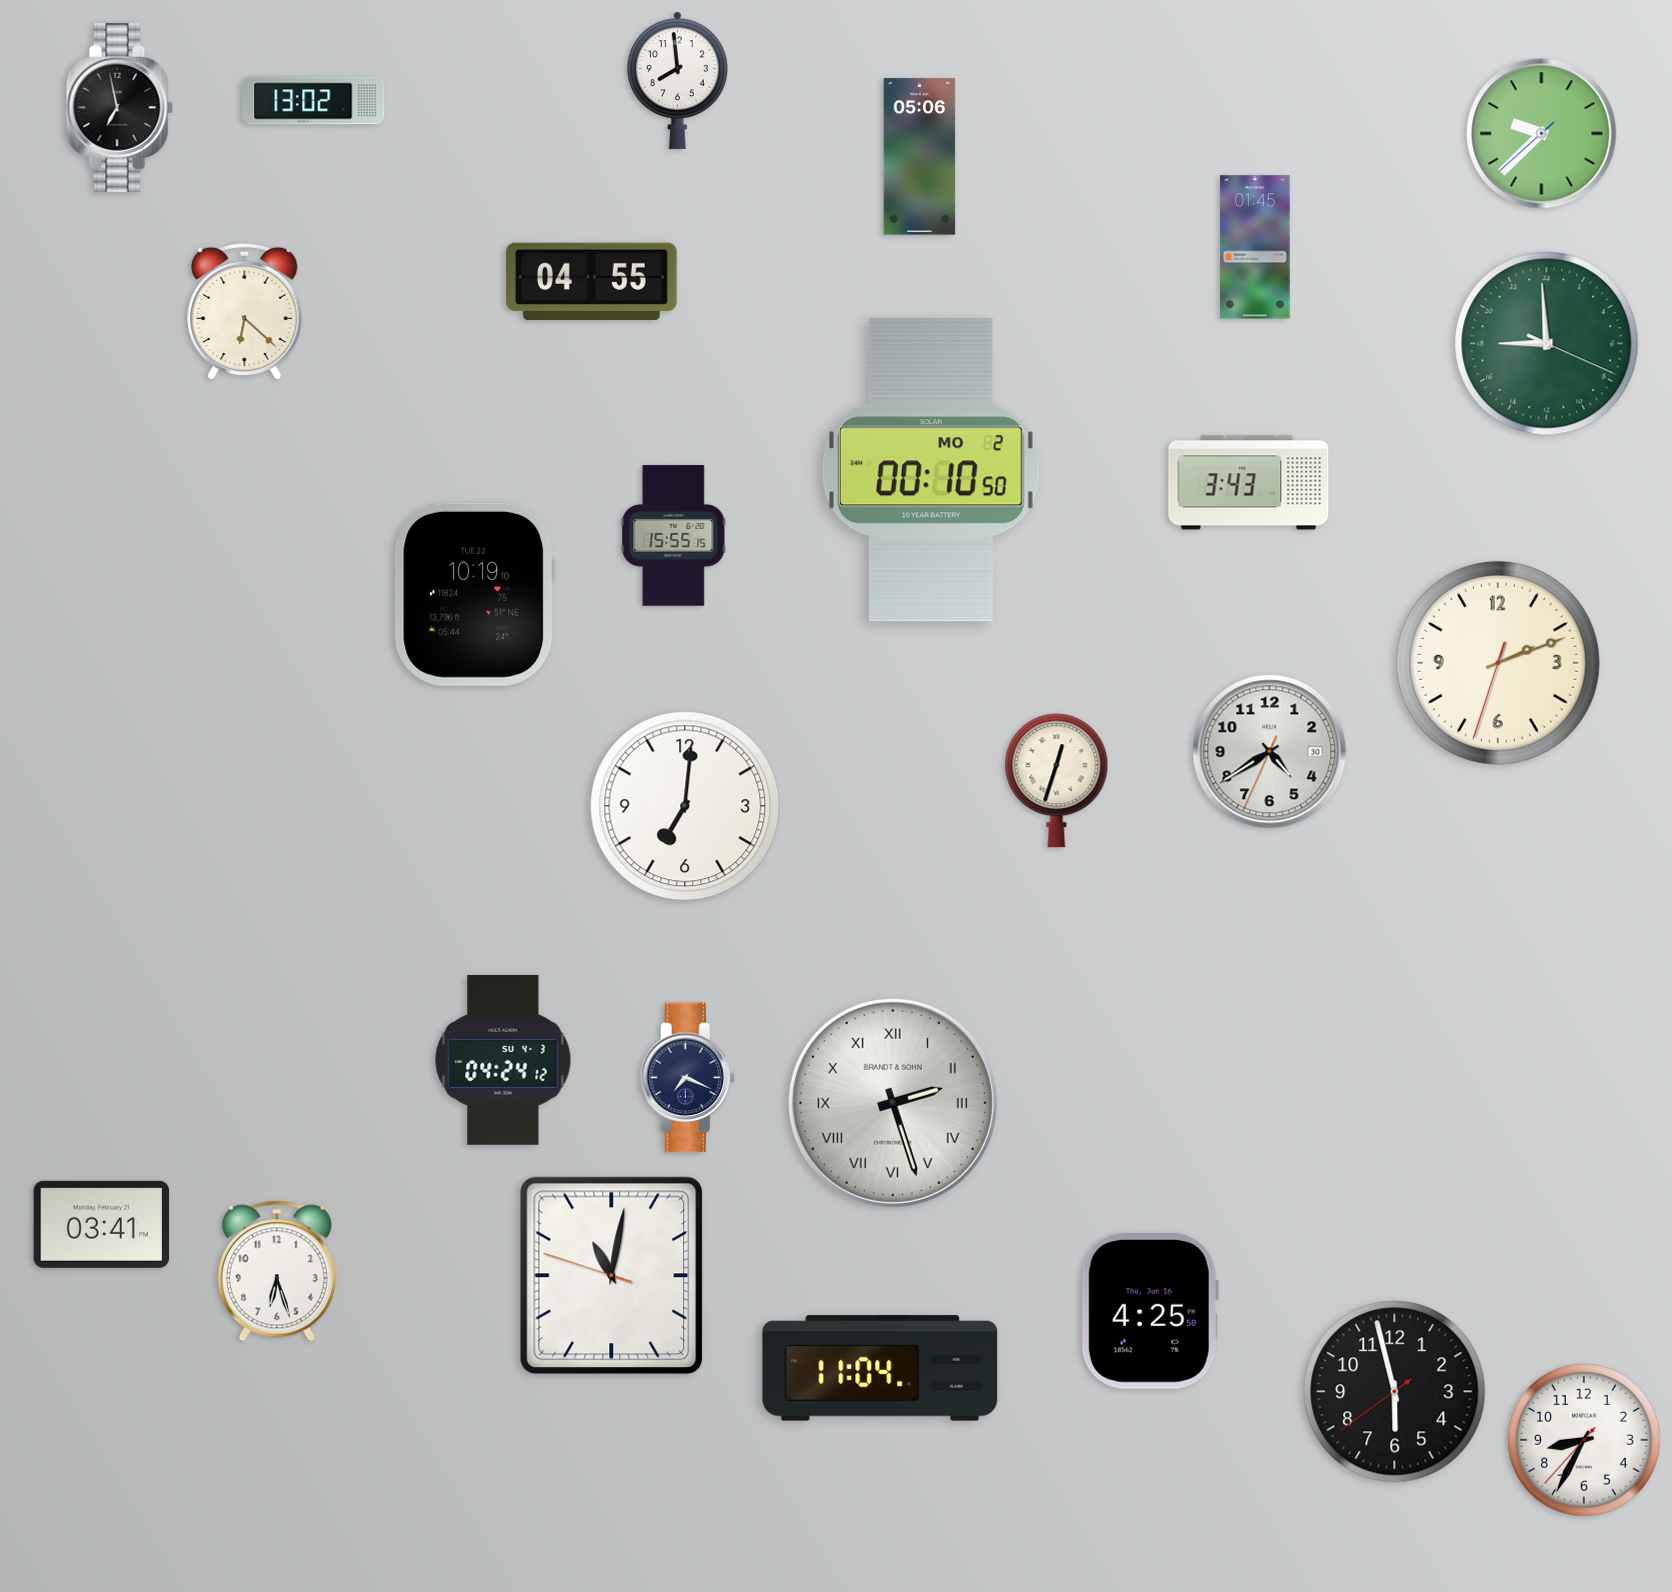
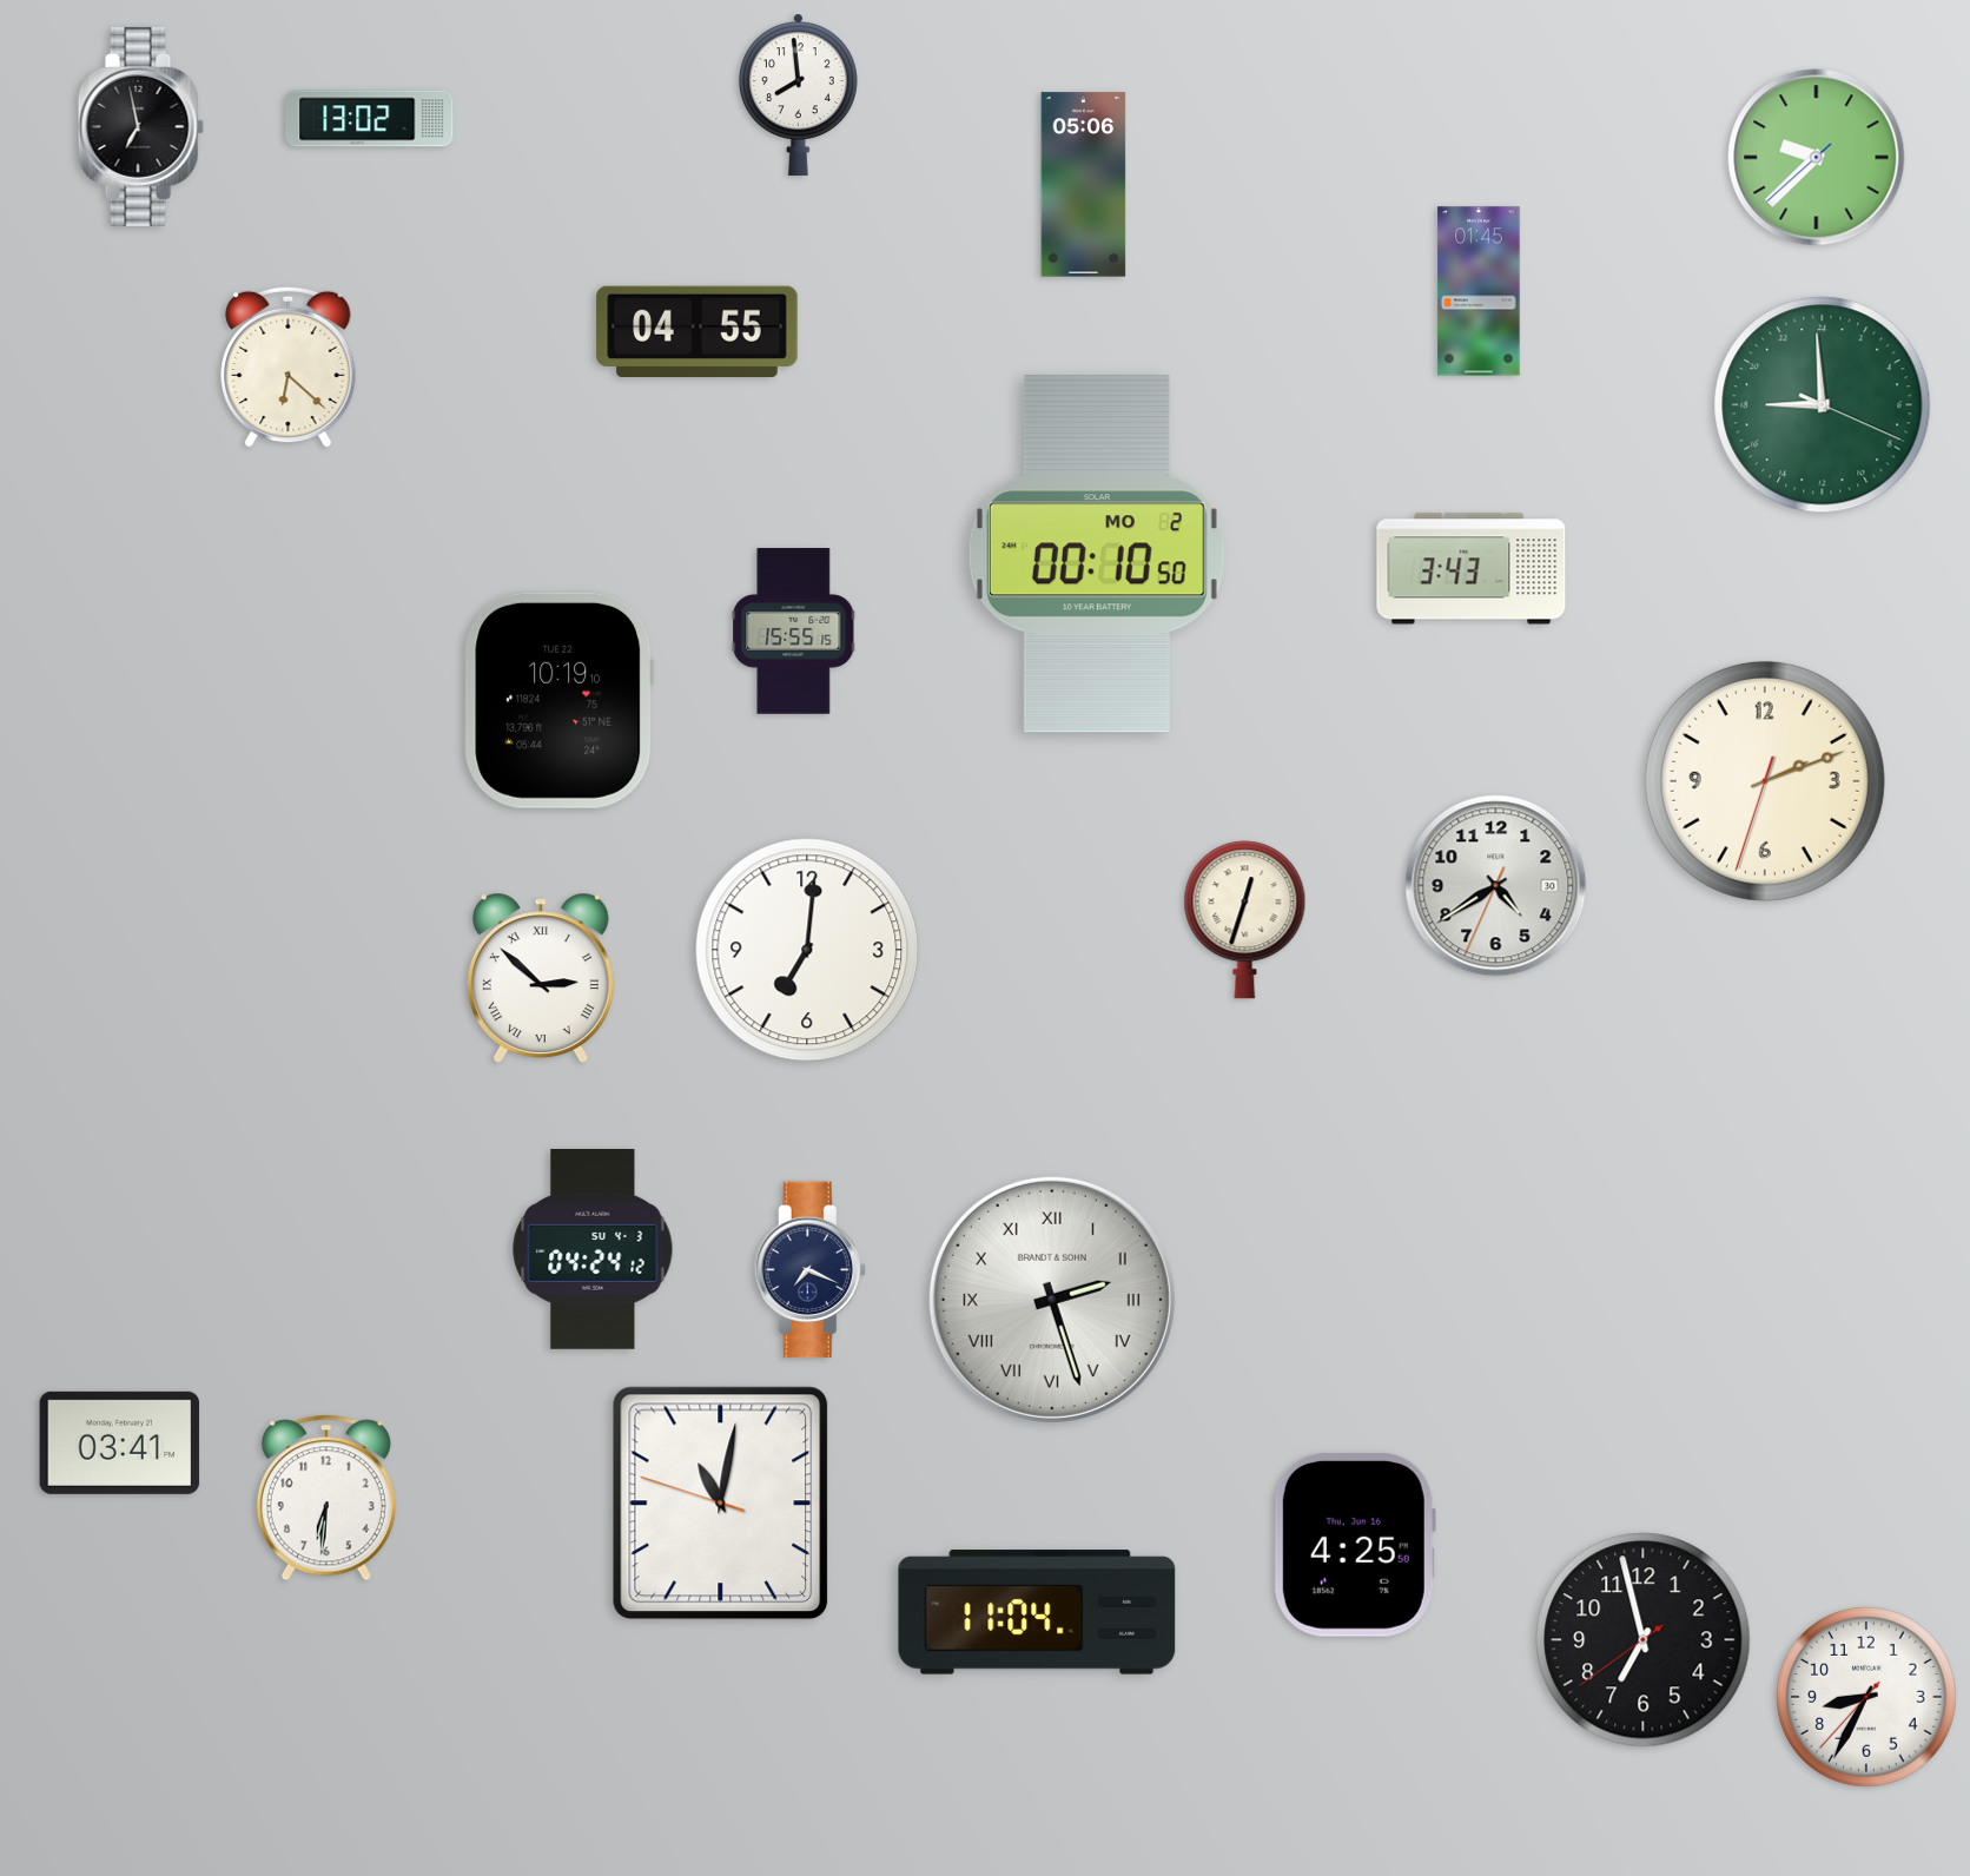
clock at (541, 977): none -> 2:52
clock at (277, 1271): 6:27 -> 6:31
clock at (1395, 1392): 5:57 -> 6:57
